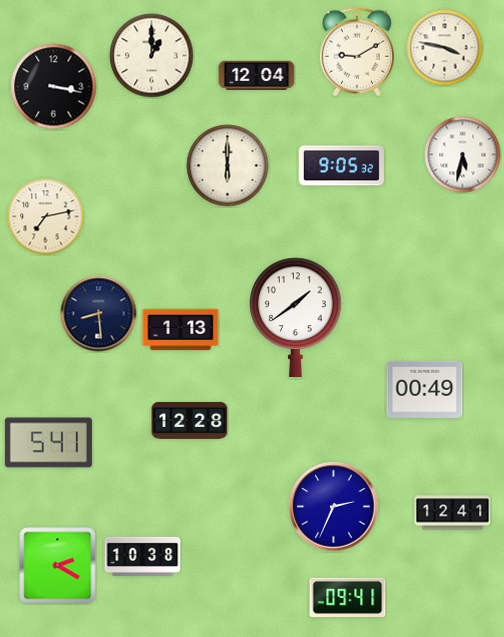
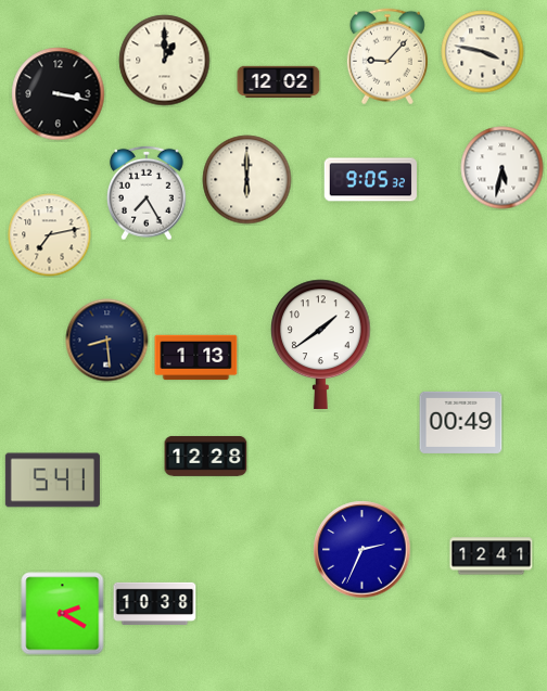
clock at (357, 52): 9:10 -> 9:07
clock at (257, 76): 12:04 -> 12:02
clock at (148, 193): none -> 7:25
clock at (348, 597): 09:41 -> none
